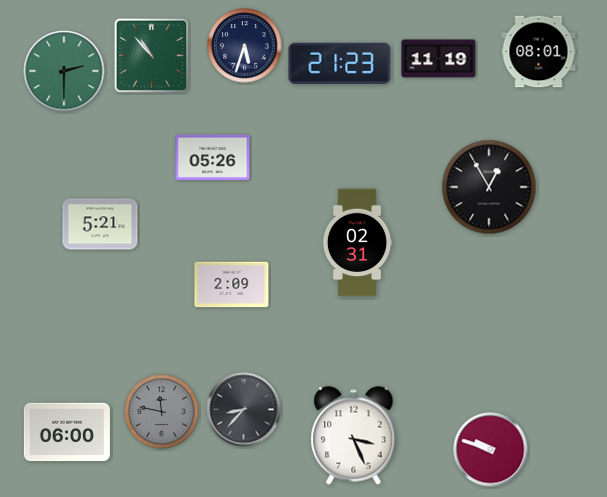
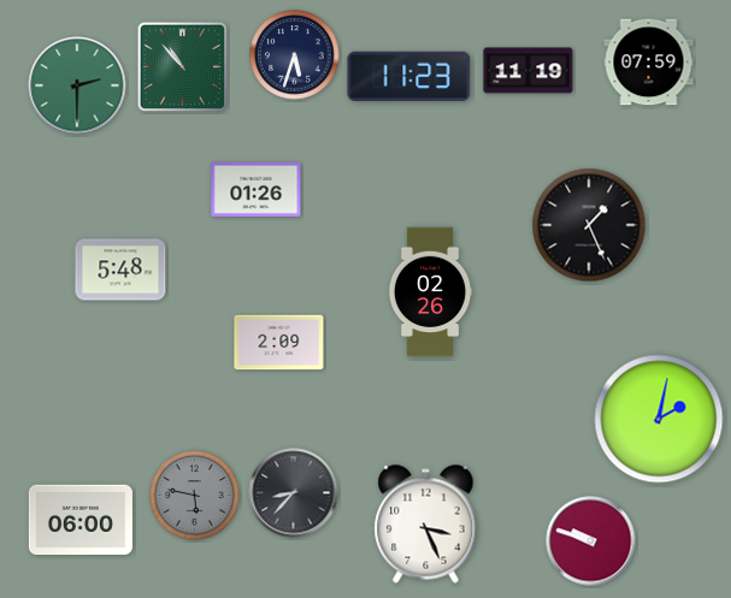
clock at (539, 52): 08:01 -> 07:59
clock at (340, 63): 21:23 -> 11:23
clock at (213, 157): 05:26 -> 01:26
clock at (489, 187): 12:55 -> 1:26
clock at (100, 224): 5:21 -> 5:48
clock at (357, 243): 02:31 -> 02:26
clock at (659, 419): none -> 2:02
clock at (162, 412): 11:47 -> 5:47
